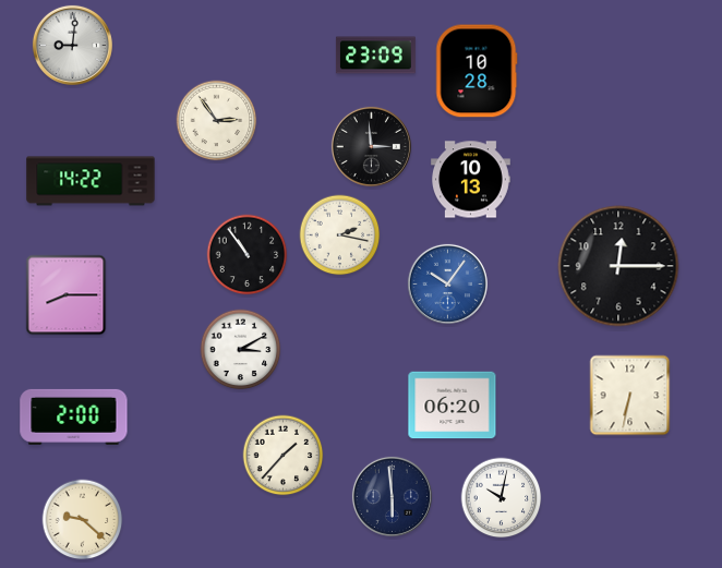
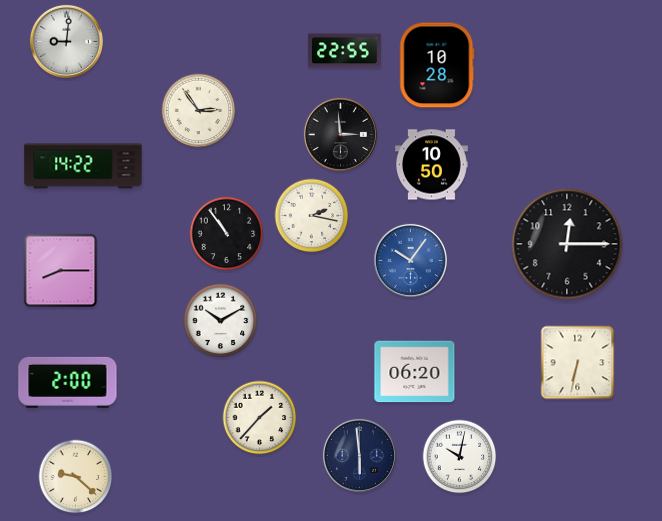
clock at (375, 56): 23:09 -> 22:55
clock at (471, 180): 10:13 -> 10:50
clock at (241, 350): 3:10 -> 10:10
